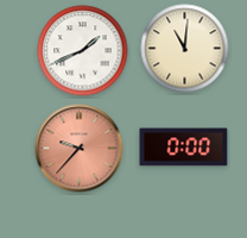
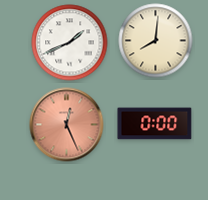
clock at (185, 49): 11:01 -> 8:01
clock at (80, 149): 9:37 -> 12:26
